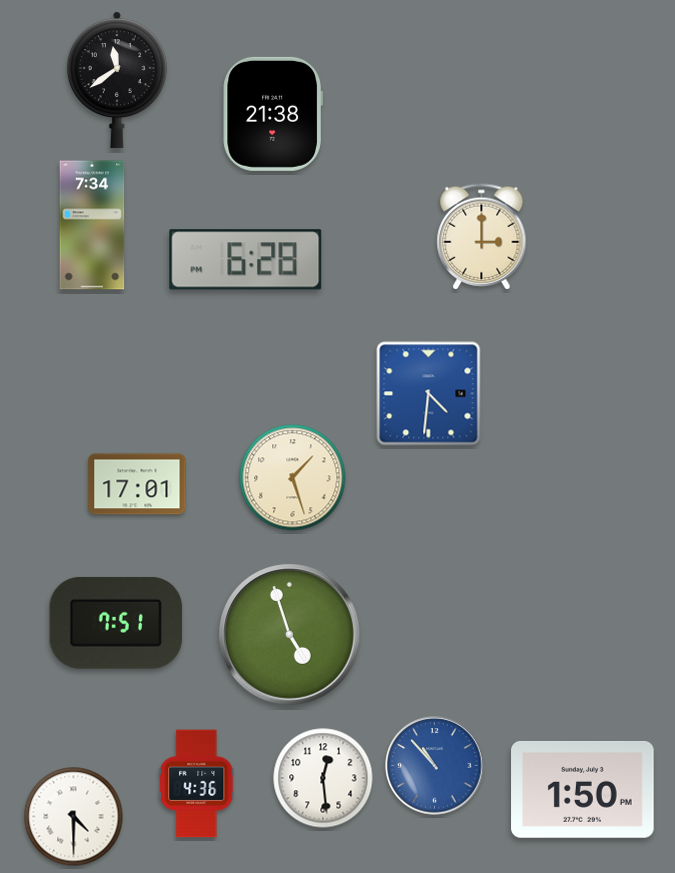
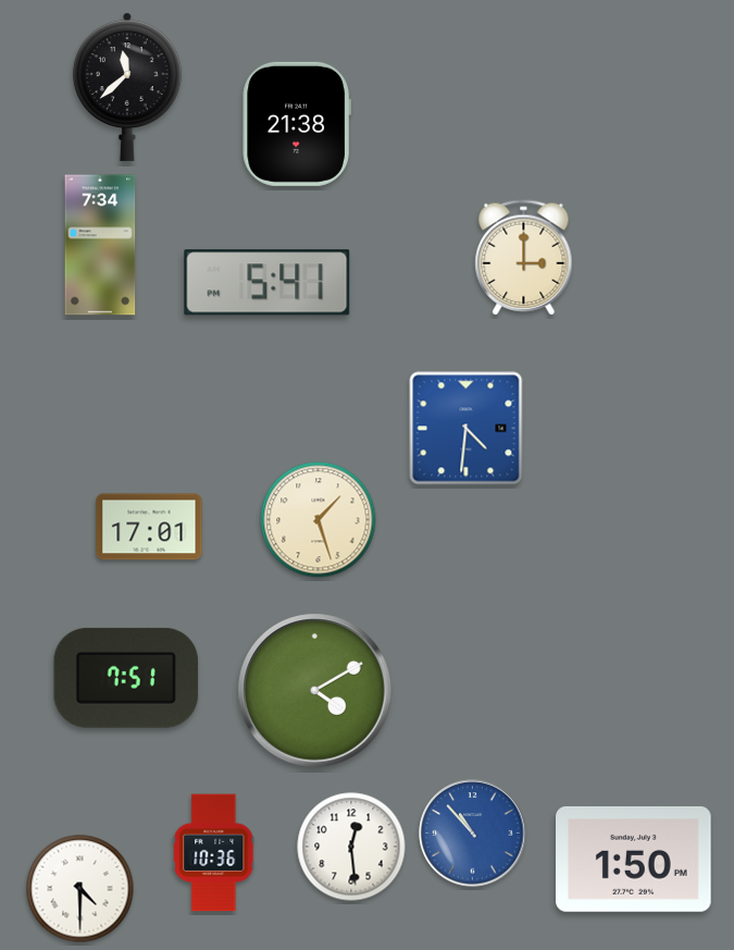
clock at (117, 80): 11:39 -> 11:38
clock at (246, 260): 6:28 -> 5:41
clock at (289, 634): 4:57 -> 4:10
clock at (197, 784): 4:36 -> 10:36
